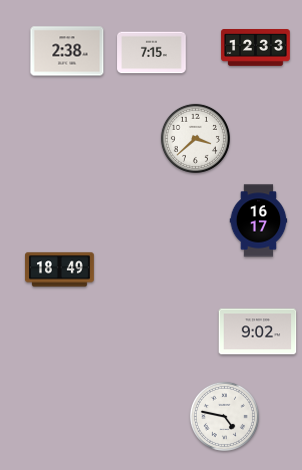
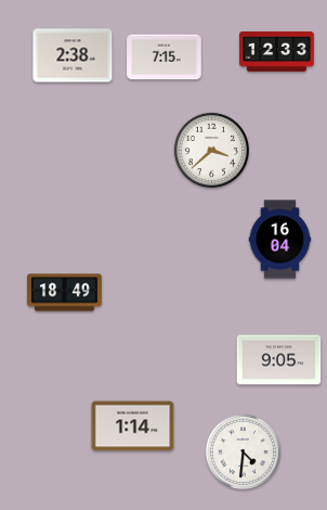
clock at (259, 221): 16:17 -> 16:04
clock at (258, 332): 9:02 -> 9:05
clock at (133, 426): none -> 1:14
clock at (224, 416): 4:47 -> 4:31
